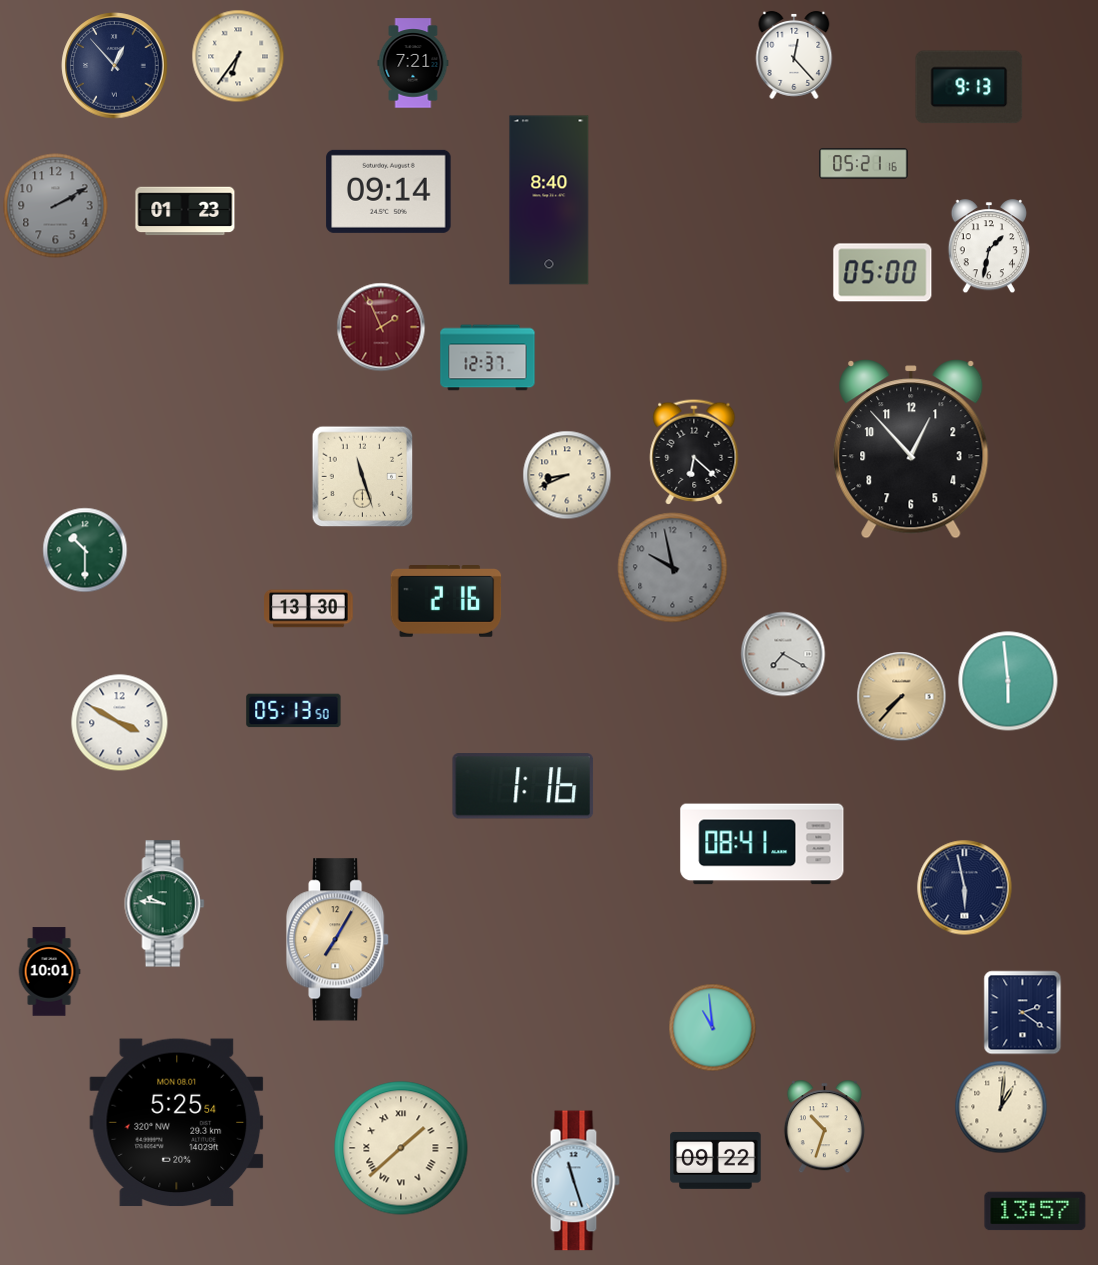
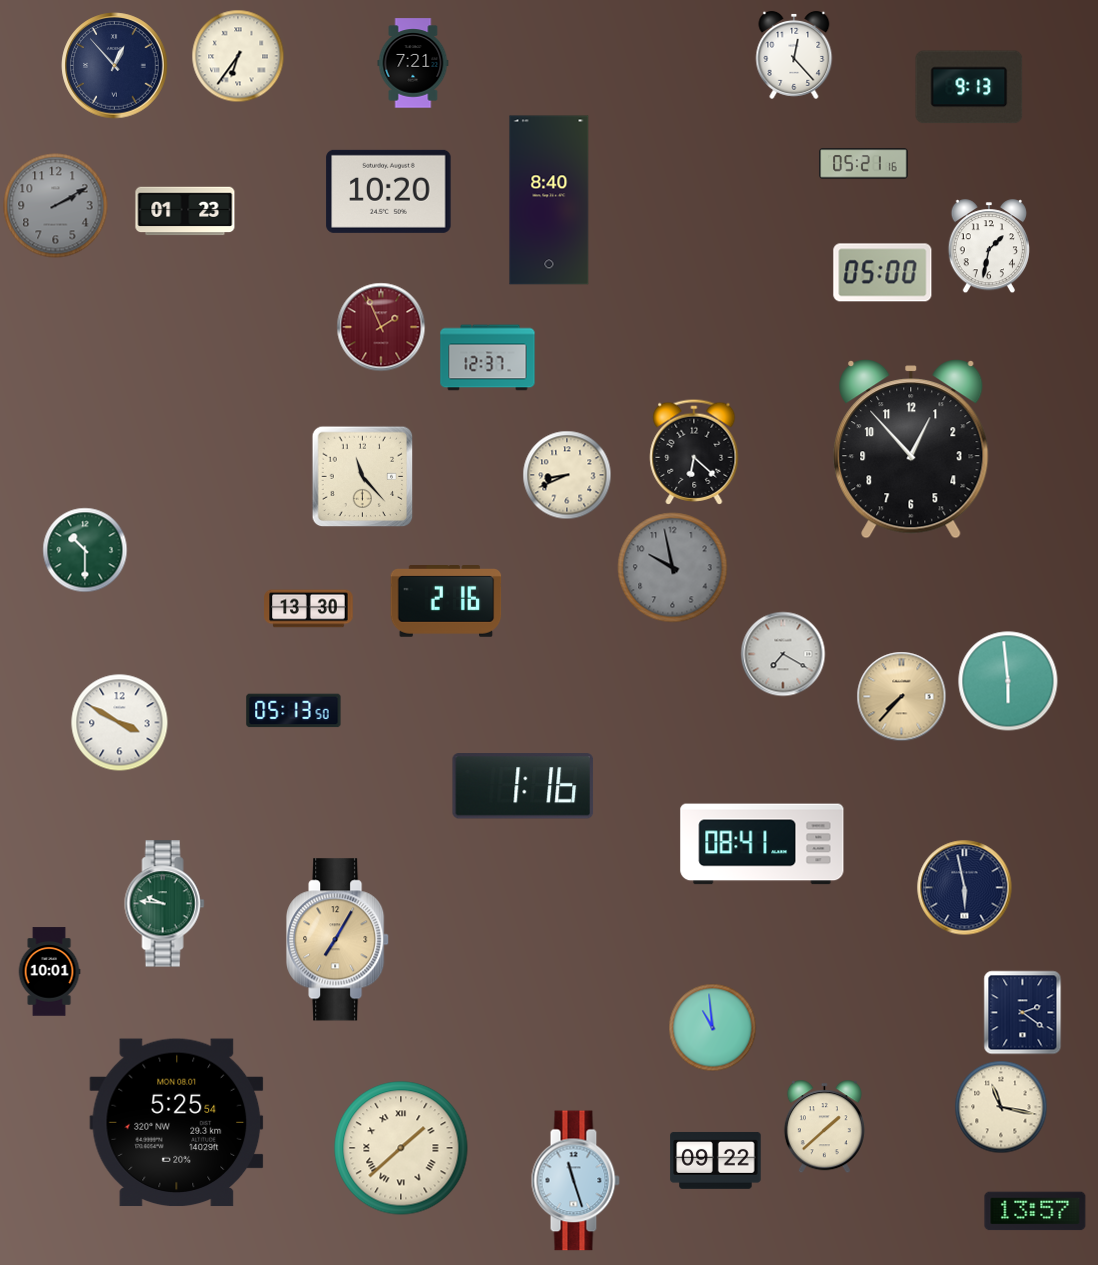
clock at (389, 191): 09:14 -> 10:20
clock at (363, 477): 11:27 -> 11:23
clock at (1001, 1107): 1:01 -> 11:17
clock at (824, 1127): 10:33 -> 1:38
